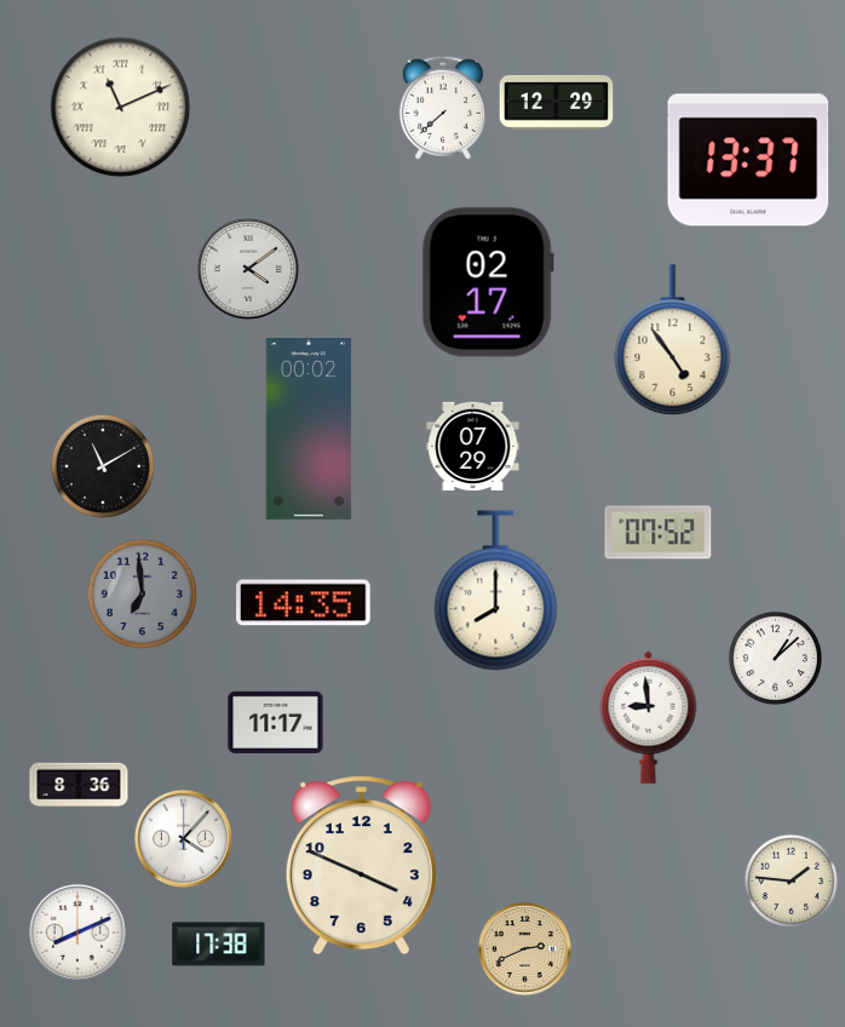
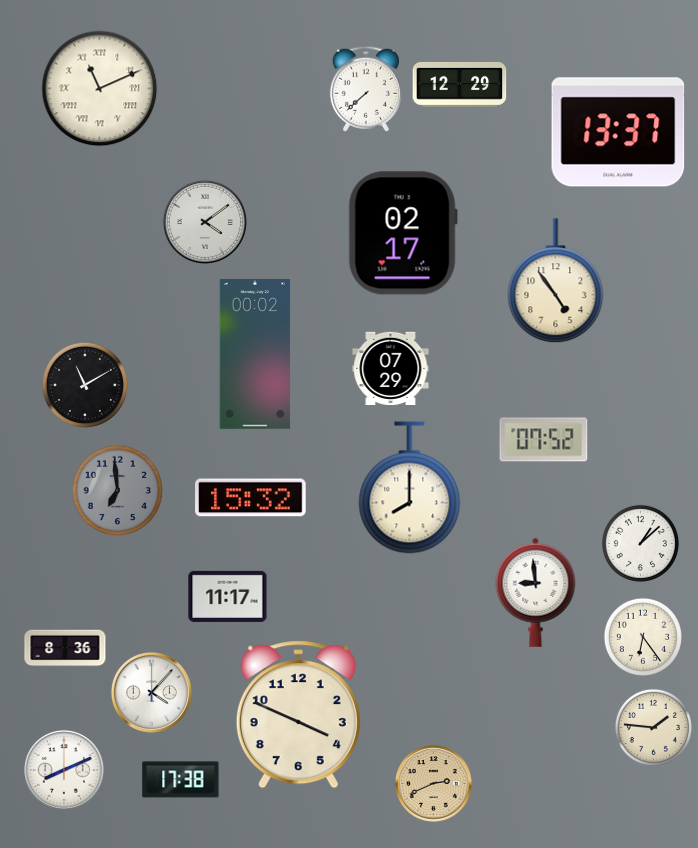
clock at (304, 603): 14:35 -> 15:32
clock at (643, 637): none -> 6:24
